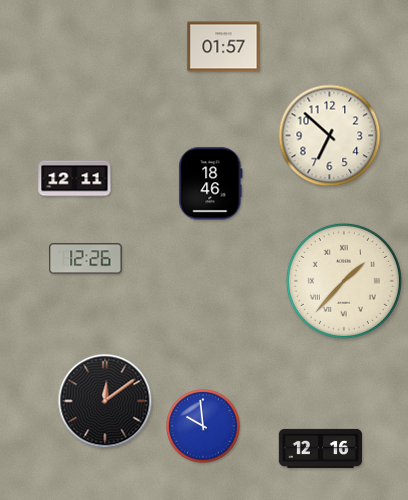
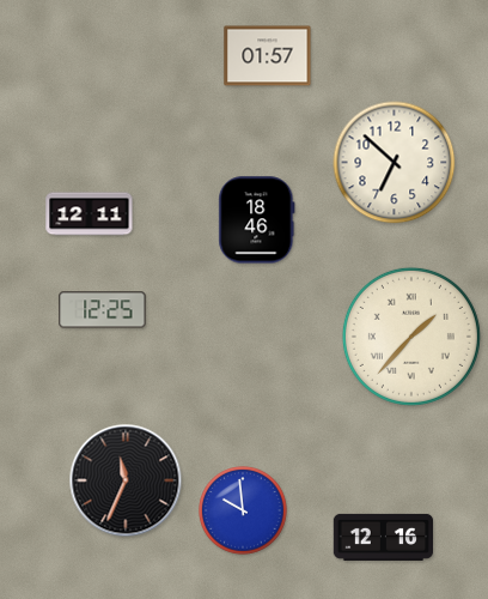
clock at (211, 184) position: (211, 184) -> (257, 220)
clock at (86, 259): 12:26 -> 12:25
clock at (105, 401): 12:09 -> 11:34
